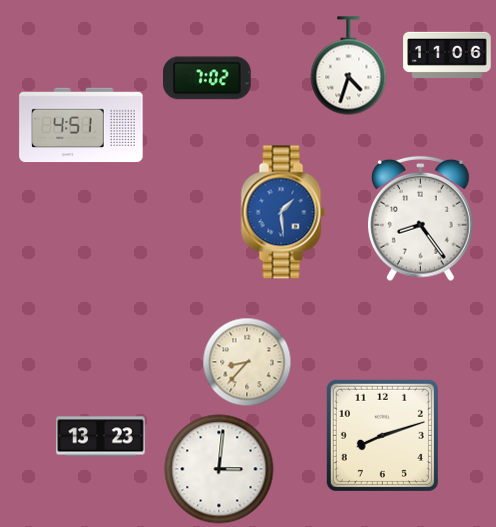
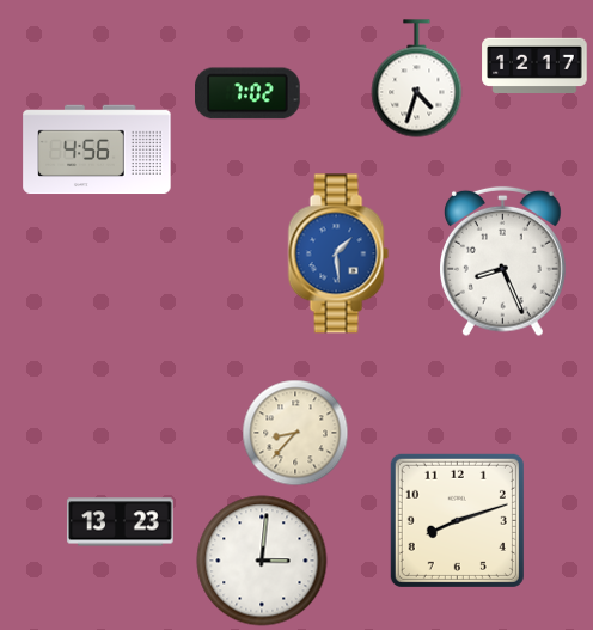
clock at (447, 55): 11:06 -> 12:17
clock at (81, 125): 4:51 -> 4:56
clock at (421, 219): 8:24 -> 8:26
